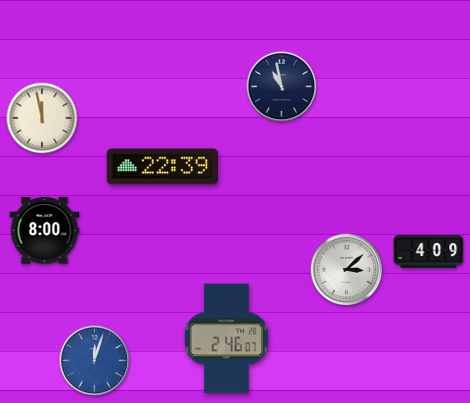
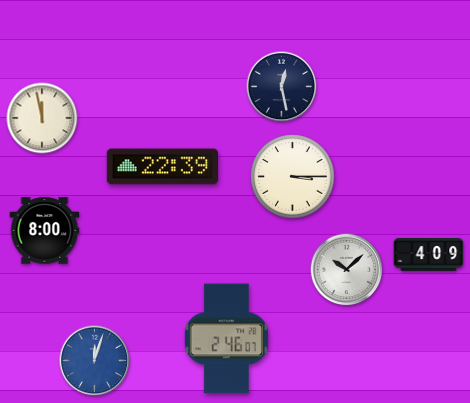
clock at (282, 87): 10:58 -> 12:28
clock at (293, 177): none -> 3:15
clock at (429, 252) position: (429, 252) -> (429, 255)
clock at (347, 270): 3:08 -> 10:08
